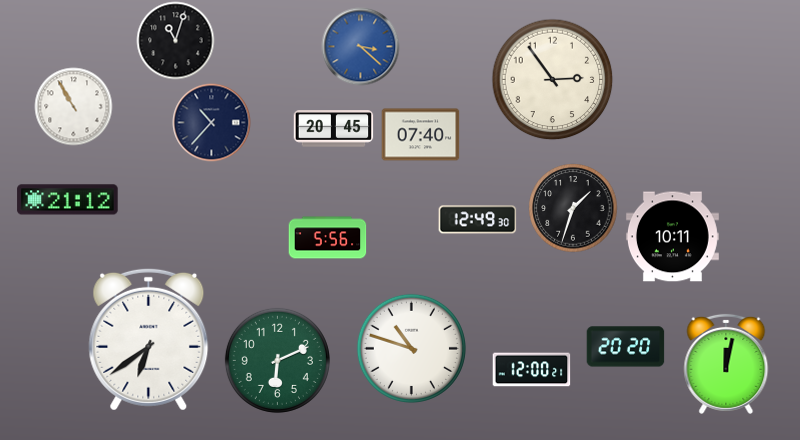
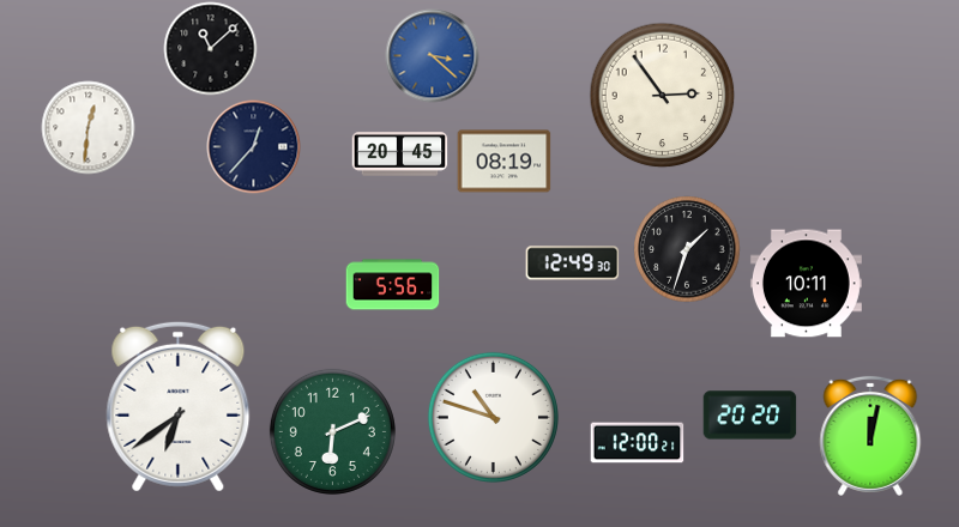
clock at (175, 40): 11:03 -> 11:08
clock at (73, 106): 10:55 -> 12:31
clock at (211, 122): 10:37 -> 12:37
clock at (420, 135): 07:40 -> 08:19
clock at (68, 200): 21:12 -> none
